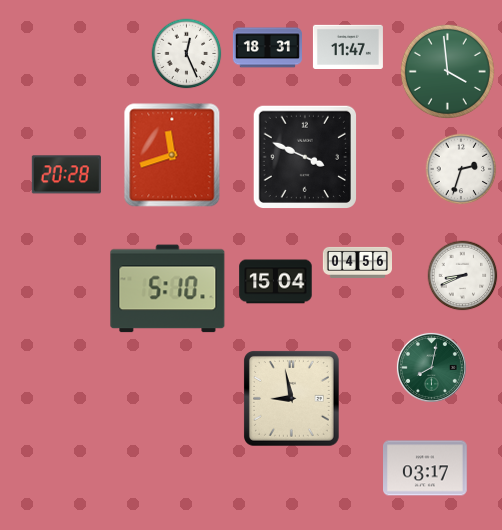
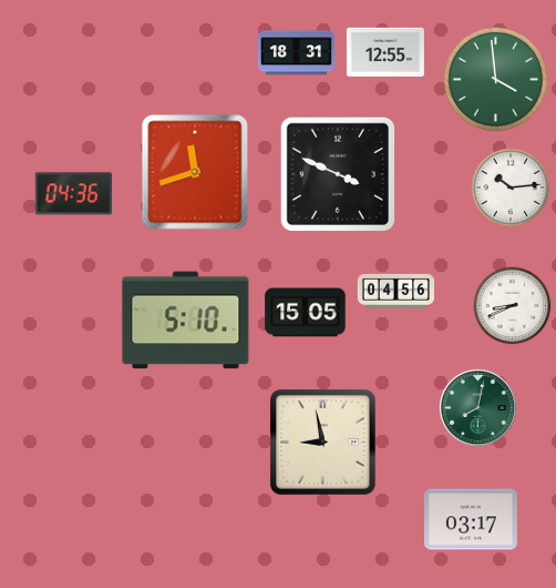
clock at (348, 46): 11:47 -> 12:55
clock at (187, 54): 12:26 -> none
clock at (172, 155) position: (172, 155) -> (195, 172)
clock at (461, 169): 2:33 -> 10:14
clock at (66, 175): 20:28 -> 04:36
clock at (276, 282): 15:04 -> 15:05
